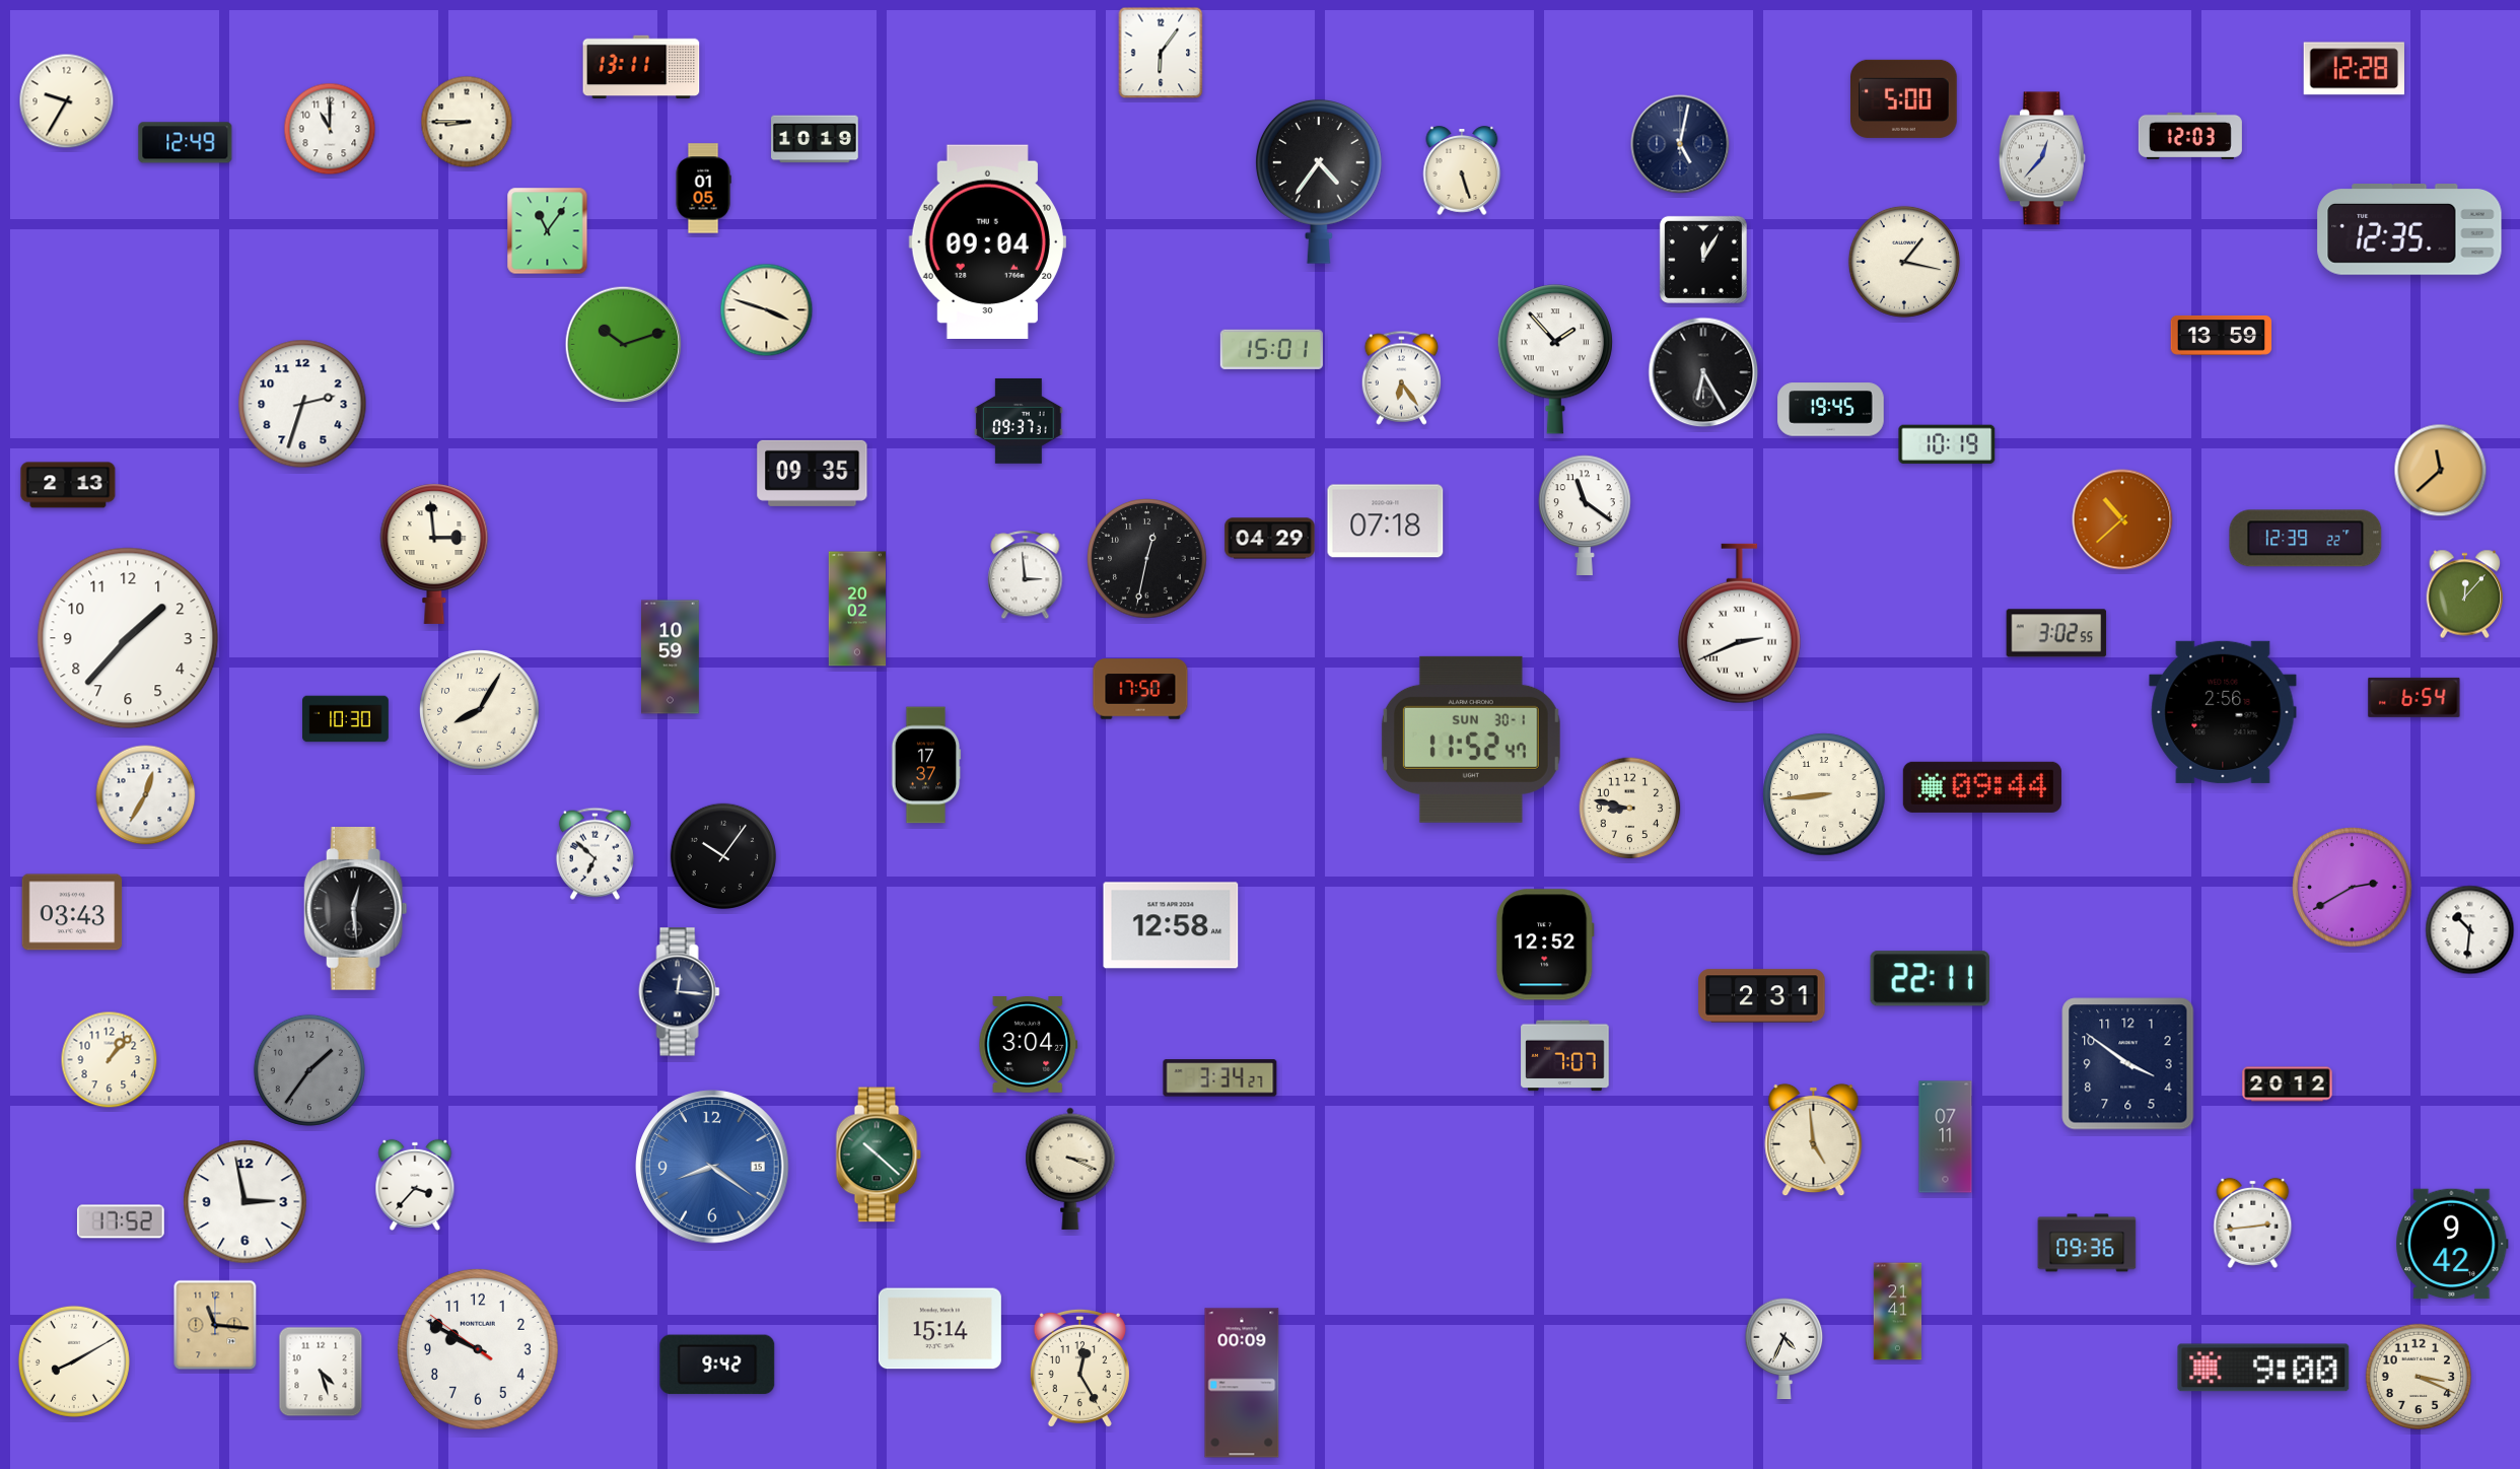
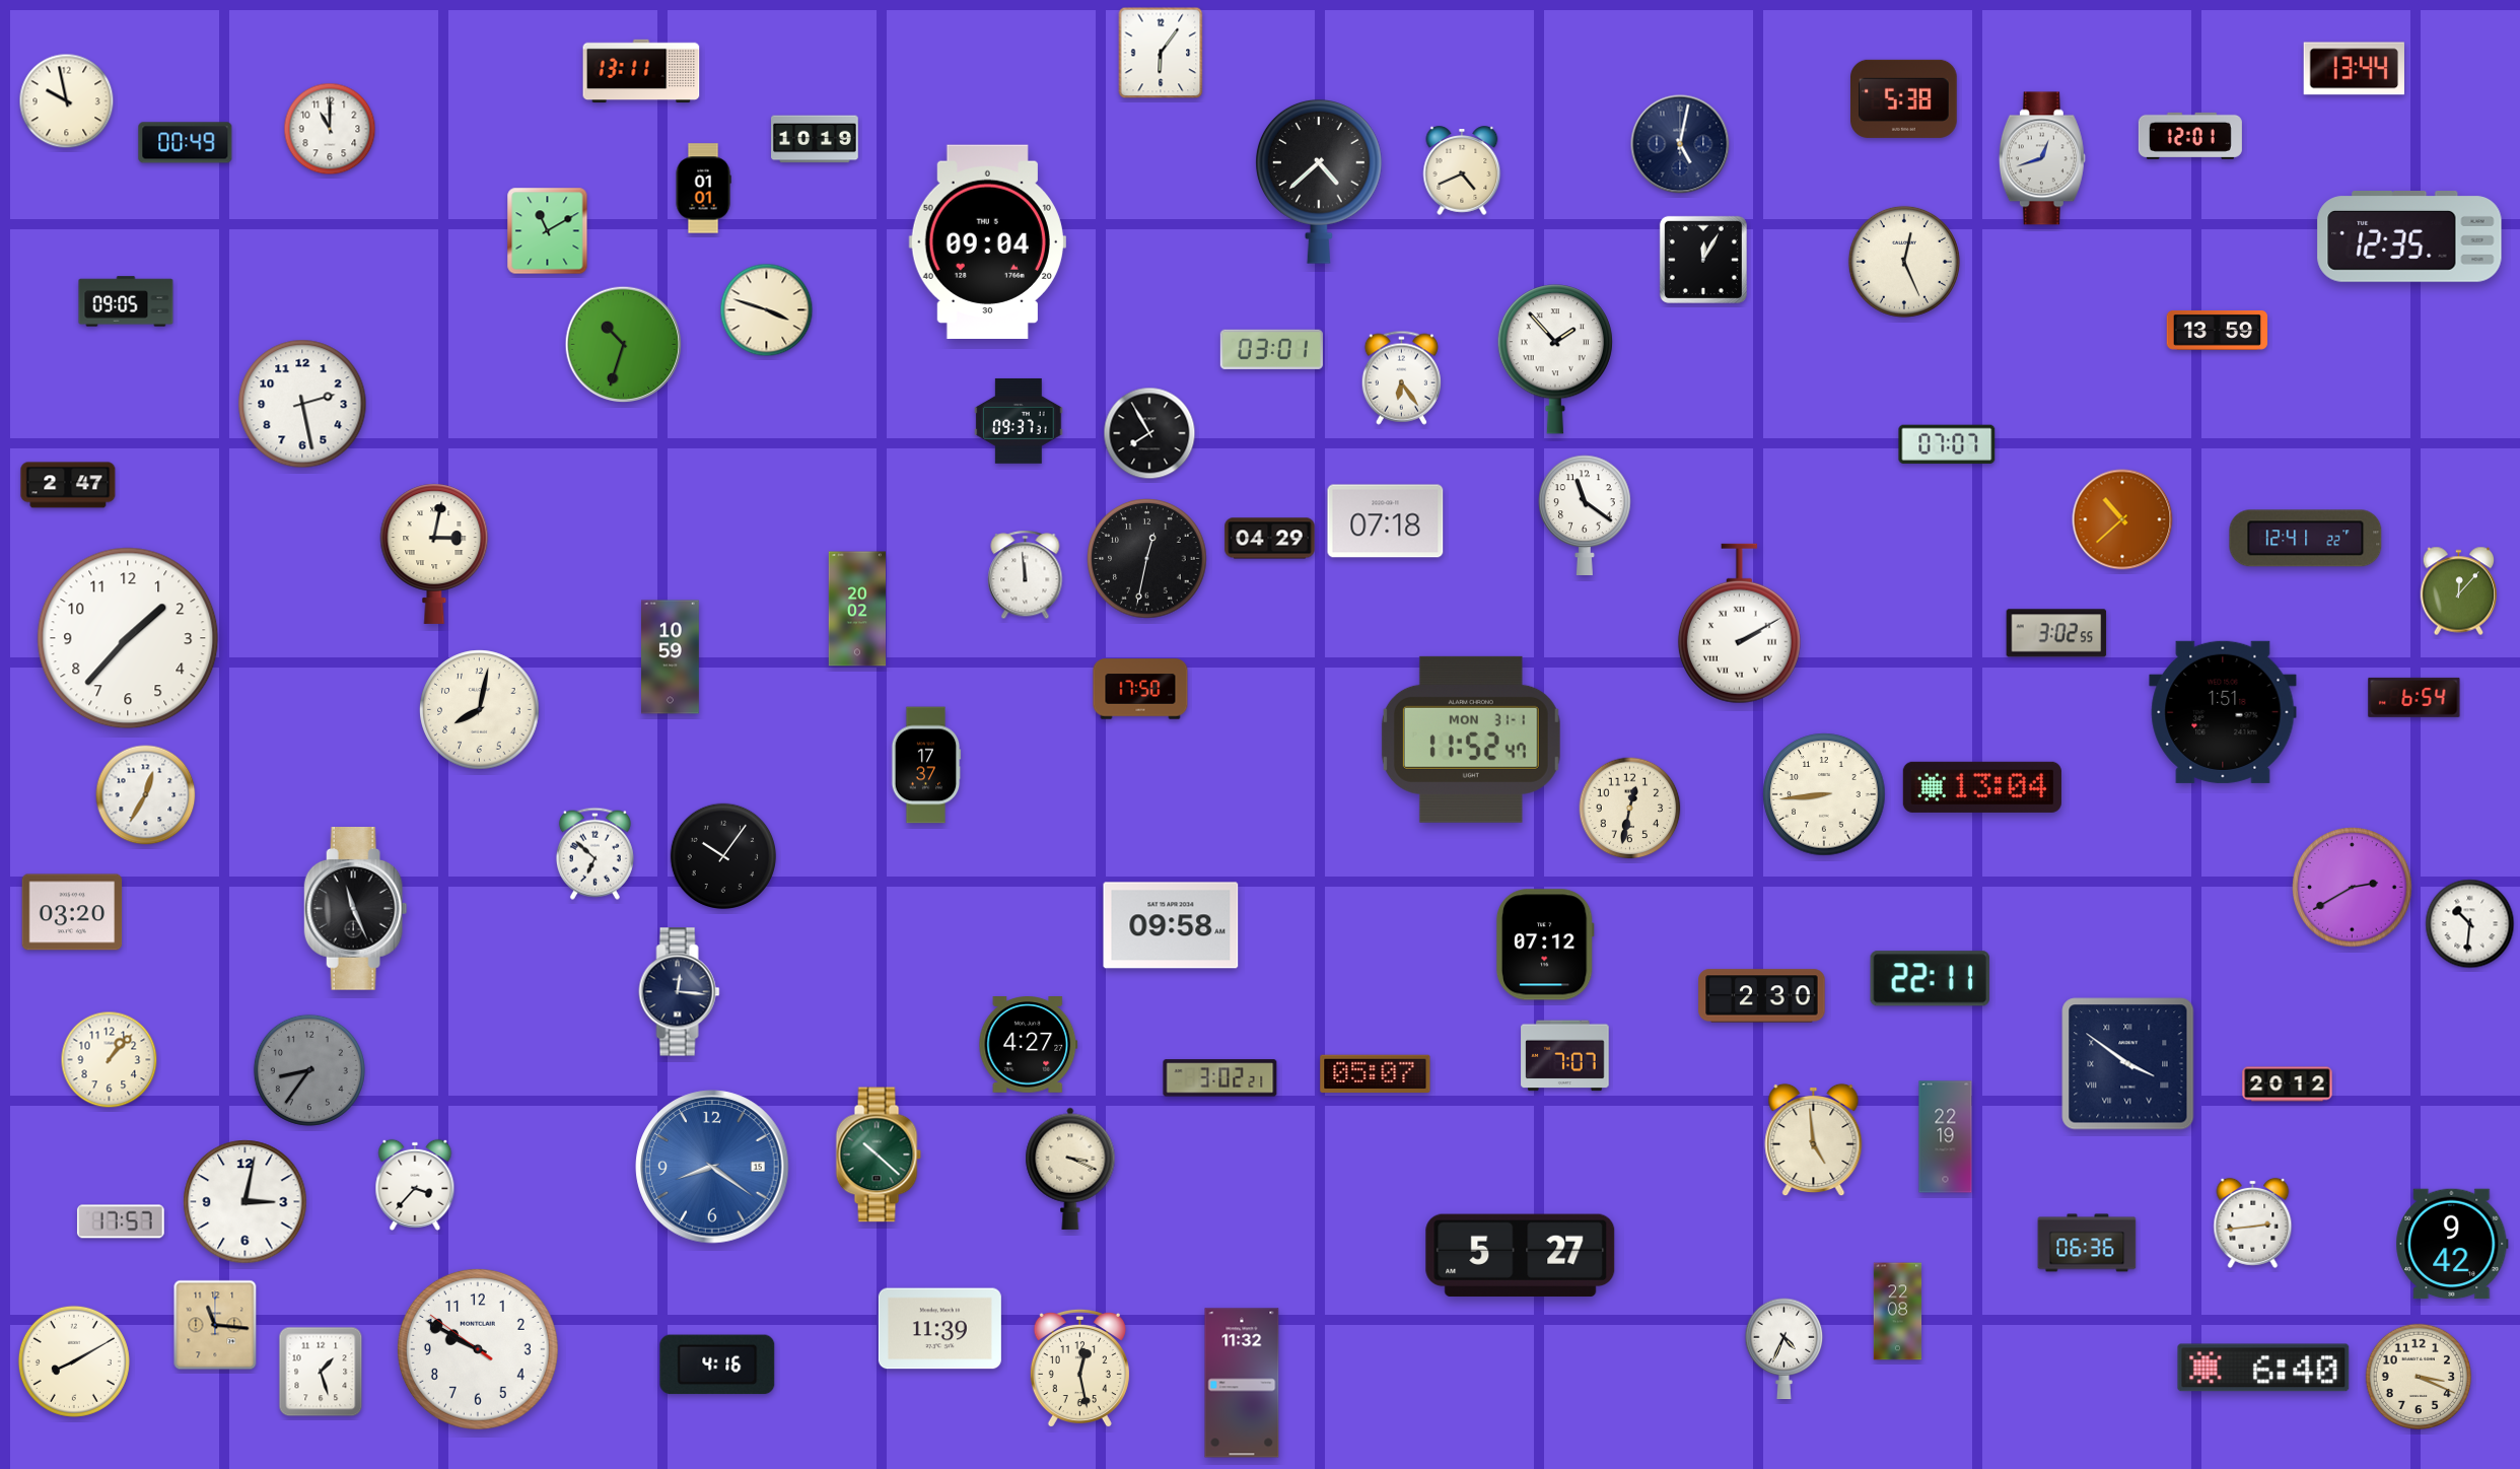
clock at (641, 67) position: (641, 67) -> (641, 71)
clock at (2354, 69): 12:28 -> 13:44
clock at (1904, 98): 5:00 -> 5:38
clock at (67, 101): 9:35 -> 9:58
clock at (467, 122): 8:45 -> none
clock at (2190, 136): 12:03 -> 12:01
clock at (186, 143): 12:49 -> 00:49
clock at (2042, 158): 12:37 -> 12:42
clock at (1462, 170): 5:27 -> 4:41
clock at (1319, 182): 4:36 -> 4:38
clock at (703, 189): 01:05 -> 01:01
clock at (2409, 229) position: (2409, 229) -> (2409, 236)
clock at (548, 231): 11:06 -> 11:10
clock at (1904, 262): 1:17 -> 12:26
clock at (126, 301): none -> 09:05
clock at (2222, 335) position: (2222, 335) -> (2218, 330)
clock at (624, 345): 10:12 -> 10:33
clock at (1271, 349): 15:01 -> 03:01
clock at (1703, 372): 6:25 -> none
clock at (302, 404): 2:33 -> 2:28
clock at (1831, 410): 19:45 -> none
clock at (1149, 433): none -> 7:55
clock at (1947, 443): 10:19 -> 07:07
clock at (2441, 471): 11:38 -> none
clock at (813, 473): 09:35 -> none
clock at (68, 485): 2:13 -> 2:47
clock at (2306, 539): 12:39 -> 12:41
clock at (434, 554): 2:59 -> 3:02
clock at (1026, 575): 2:59 -> 11:59
clock at (2465, 594) position: (2465, 594) -> (2459, 591)
clock at (1739, 624): 2:41 -> 2:10
clock at (480, 710): 8:05 -> 8:02
clock at (2223, 712): 2:56 -> 1:51
clock at (346, 719): 10:30 -> none
clock at (1471, 740) date: SUN 30-1 -> MON 31-1
clock at (1982, 787): 09:44 -> 13:04
clock at (1630, 809): 8:47 -> 12:32
clock at (356, 909): 12:29 -> 11:26
clock at (72, 912): 03:43 -> 03:20
clock at (1171, 925): 12:58 -> 09:58
clock at (2470, 930) position: (2470, 930) -> (2470, 924)
clock at (1545, 945): 12:52 -> 07:12
clock at (1762, 996): 2:31 -> 2:30
clock at (1029, 1045): 3:04 -> 4:27
clock at (2128, 1064) numerals: Arabic -> Roman
clock at (309, 1070): 1:36 -> 8:36
clock at (1376, 1074): none -> 05:07
clock at (1220, 1078): 3:34 -> 3:02
clock at (1946, 1137): 07:11 -> 22:19
clock at (246, 1202): 2:58 -> 3:02
clock at (121, 1221): 17:52 -> 17:57
clock at (2087, 1243): 09:36 -> 06:36
clock at (1521, 1255): none -> 5:27
clock at (1898, 1312): 21:41 -> 22:08
clock at (939, 1329): 15:14 -> 11:39
clock at (717, 1365): 9:42 -> 4:16
clock at (2263, 1368): 9:00 -> 6:40
clock at (1079, 1369): 12:25 -> 12:28
clock at (321, 1372): 4:27 -> 1:27
clock at (1242, 1383): 00:09 -> 11:32
